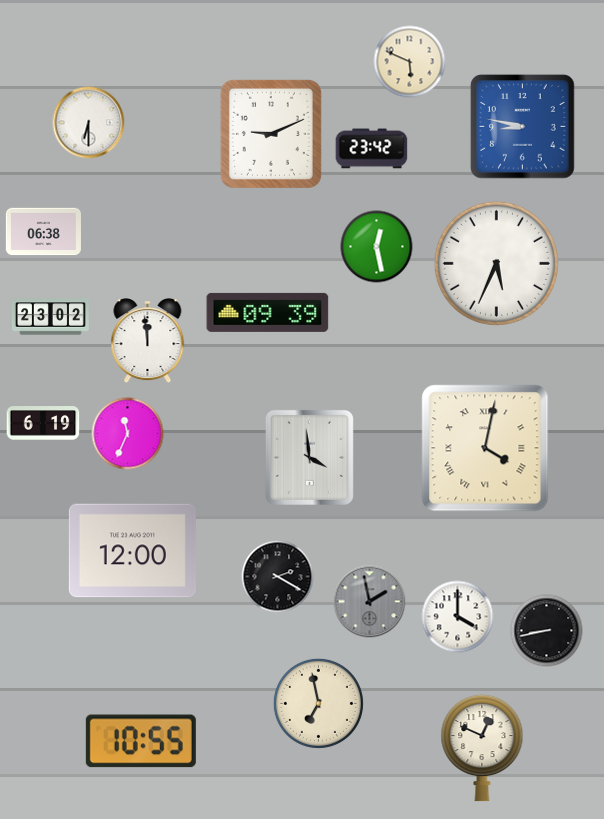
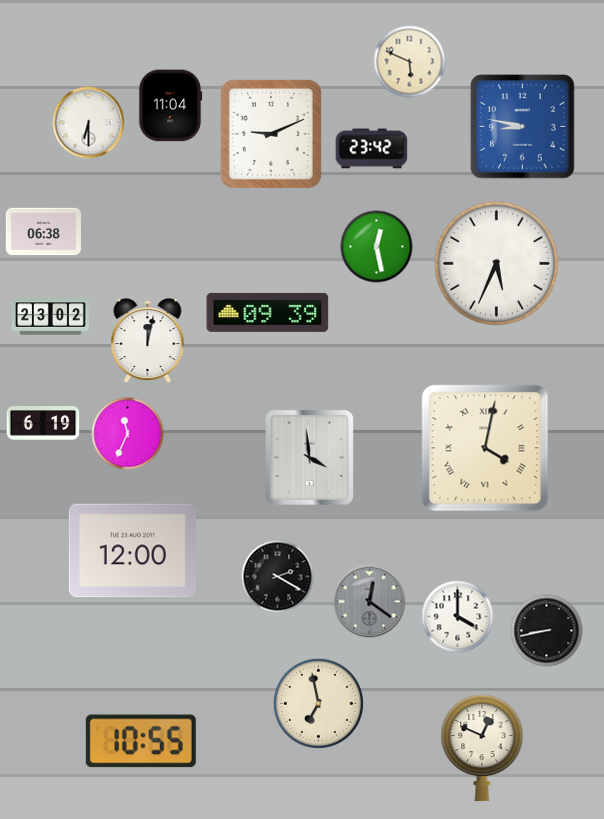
clock at (170, 106): none -> 11:04
clock at (148, 341): 11:59 -> 12:02
clock at (370, 602): 1:58 -> 12:21
